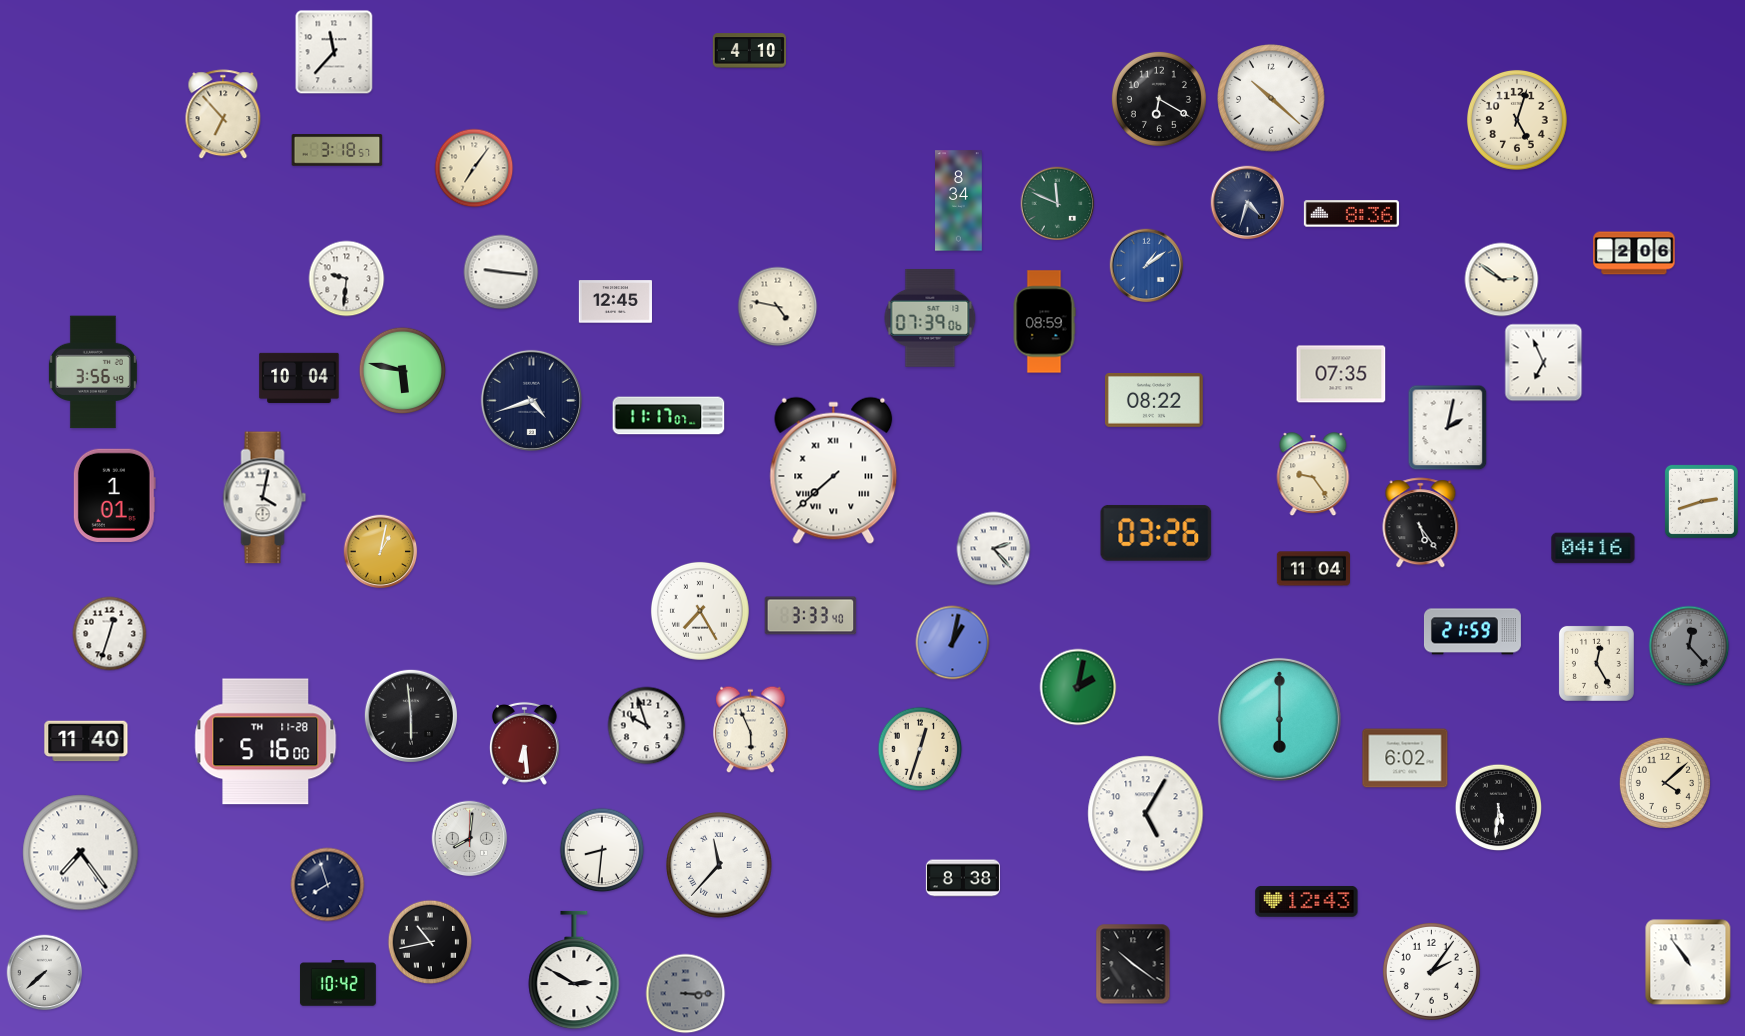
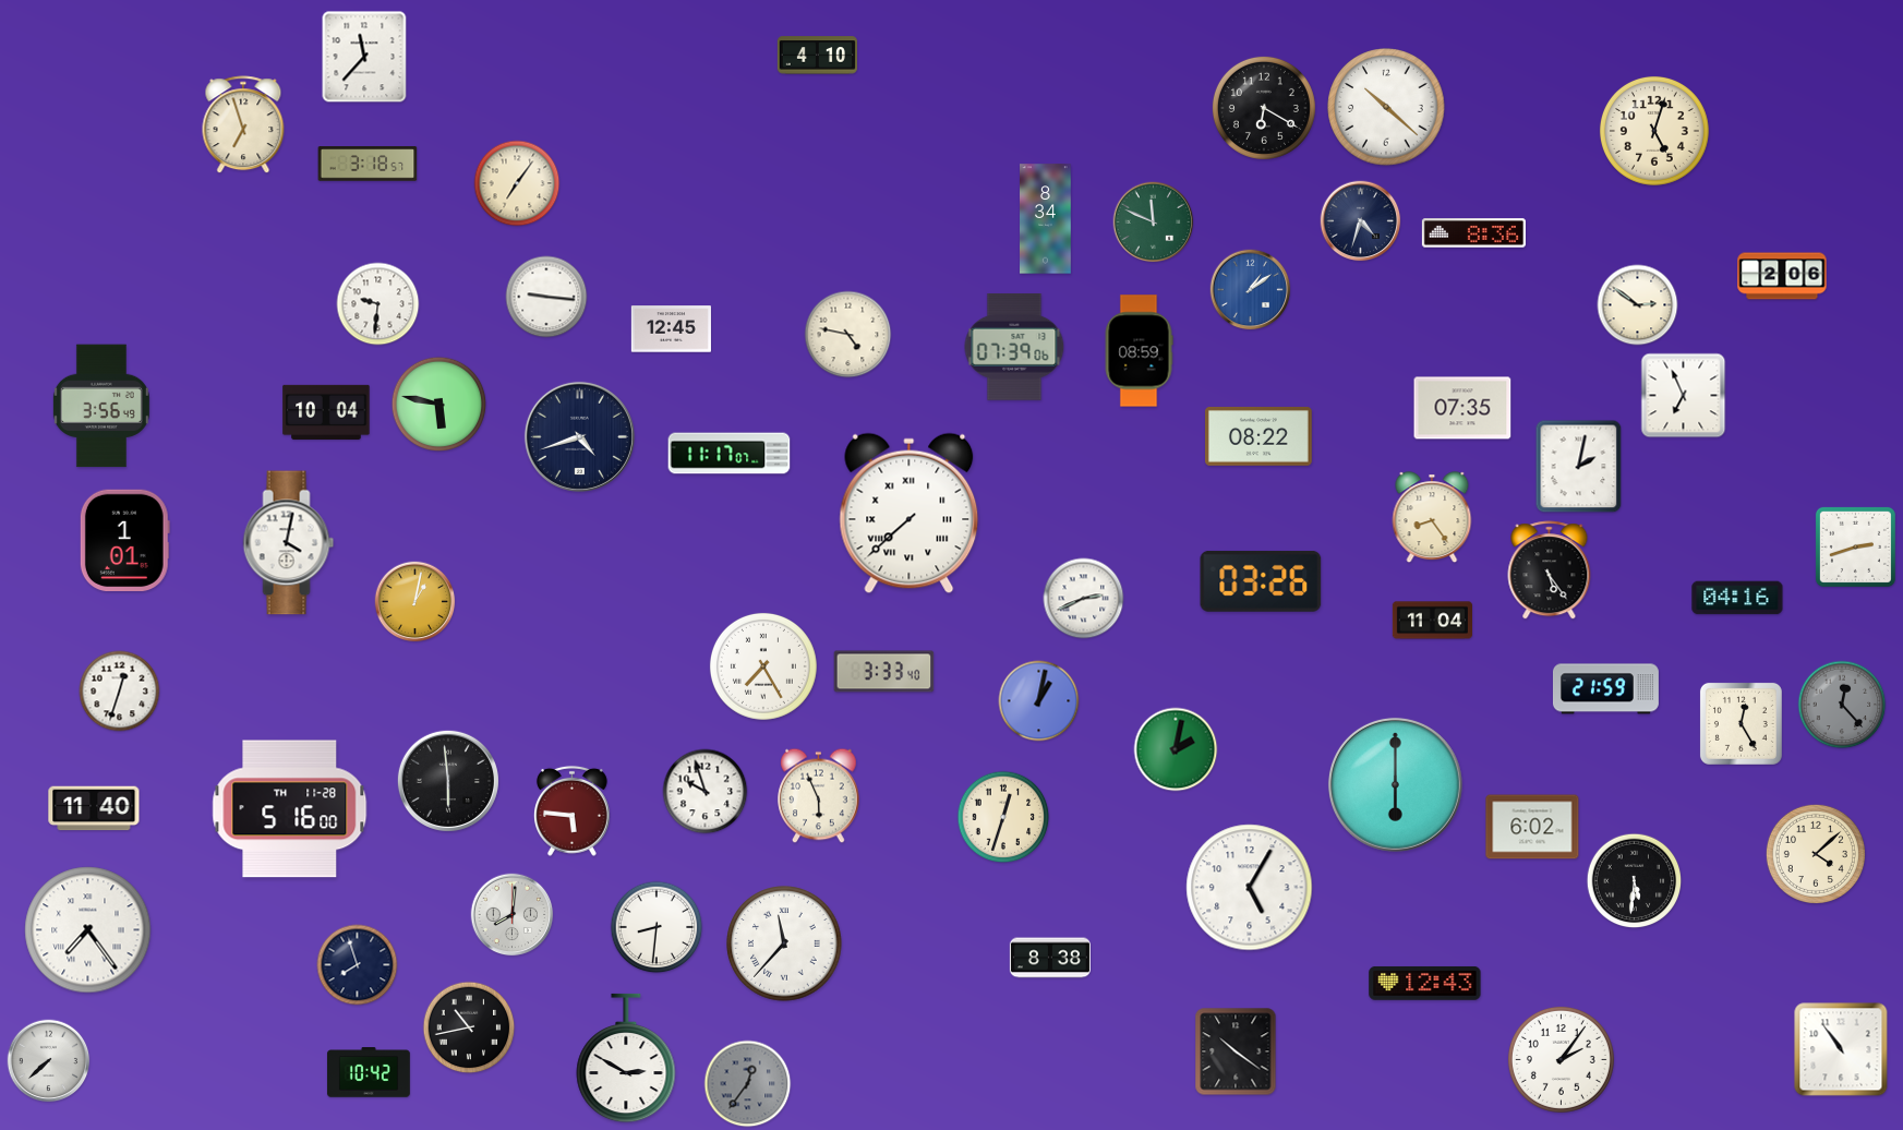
clock at (223, 115): 6:53 -> 6:57
clock at (1313, 475): 9:24 -> 8:24
clock at (994, 549): 2:23 -> 2:41
clock at (524, 743): 6:29 -> 5:46
clock at (686, 994): 3:15 -> 12:36
